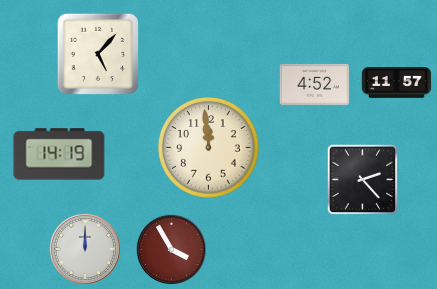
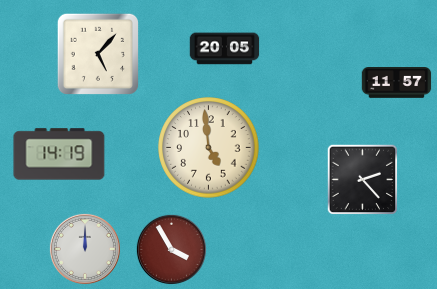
clock at (225, 49): none -> 20:05
clock at (315, 84): 4:52 -> none
clock at (209, 148): 11:59 -> 4:59
